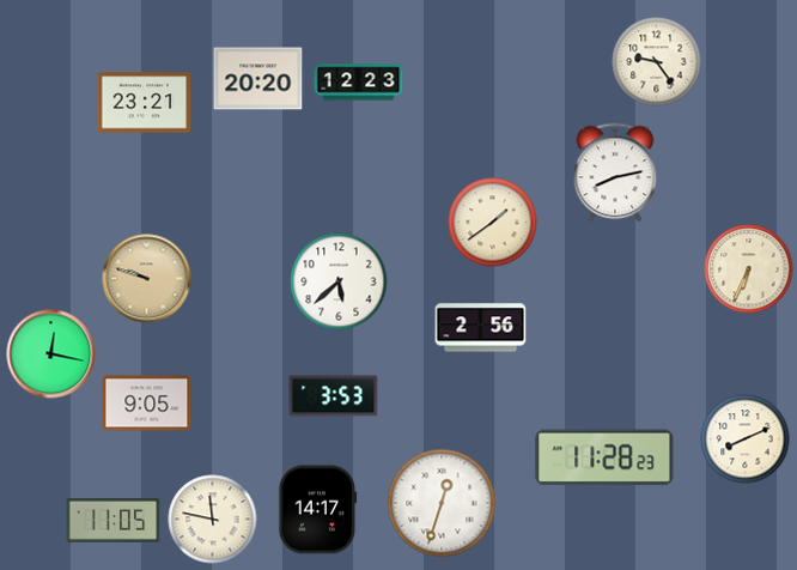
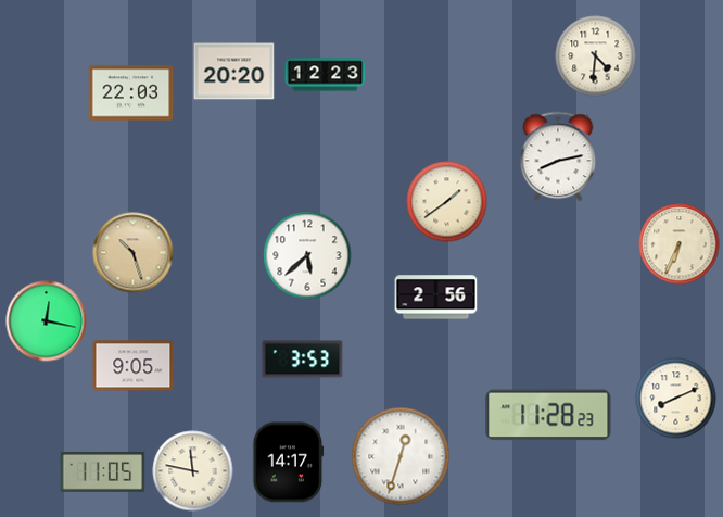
clock at (657, 62): 9:24 -> 4:31
clock at (145, 103): 23:21 -> 22:03
clock at (147, 279): 9:48 -> 10:27
